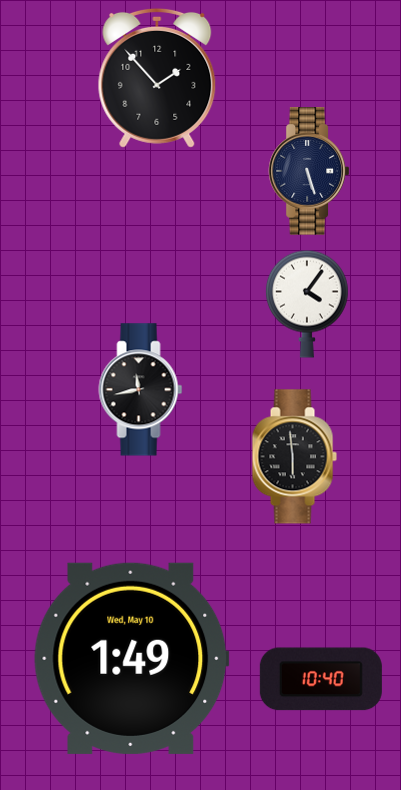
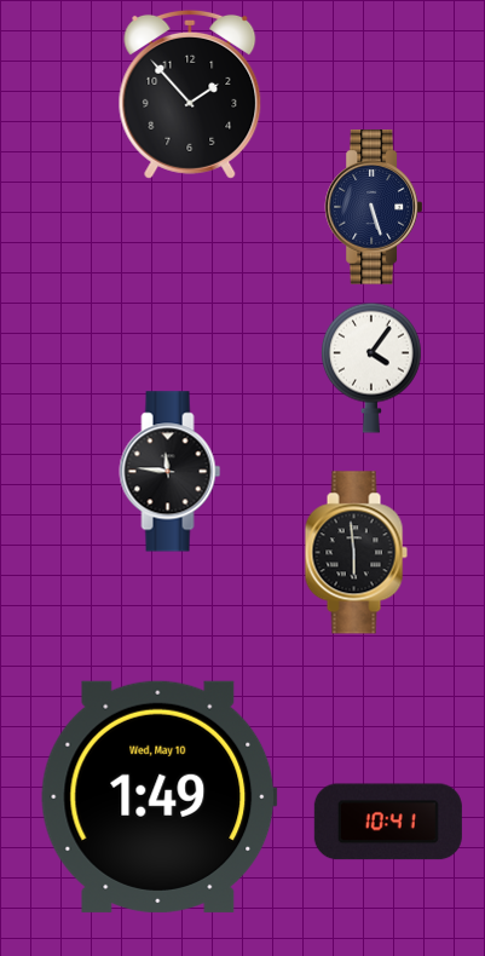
clock at (141, 390): 11:43 -> 11:46
clock at (321, 679): 10:40 -> 10:41
